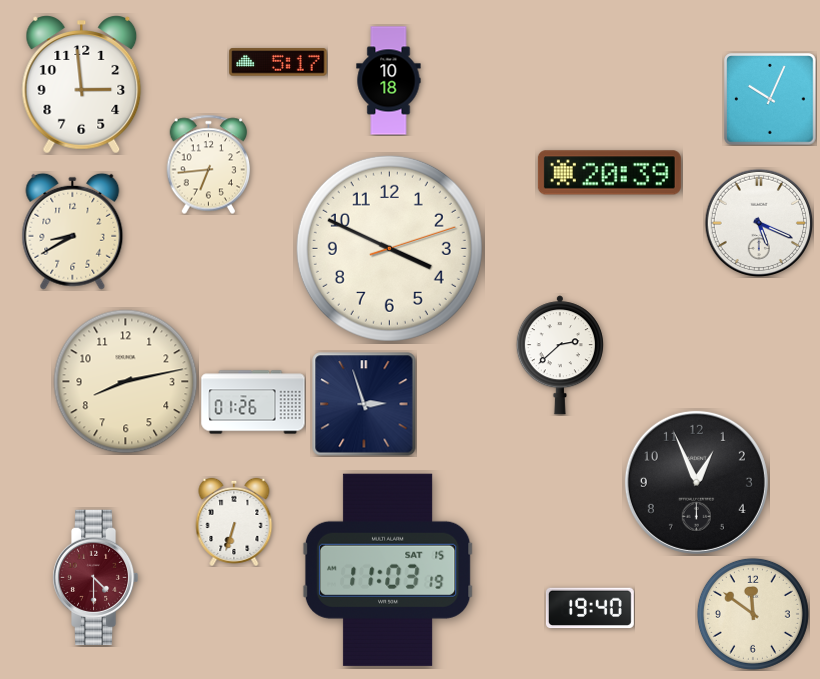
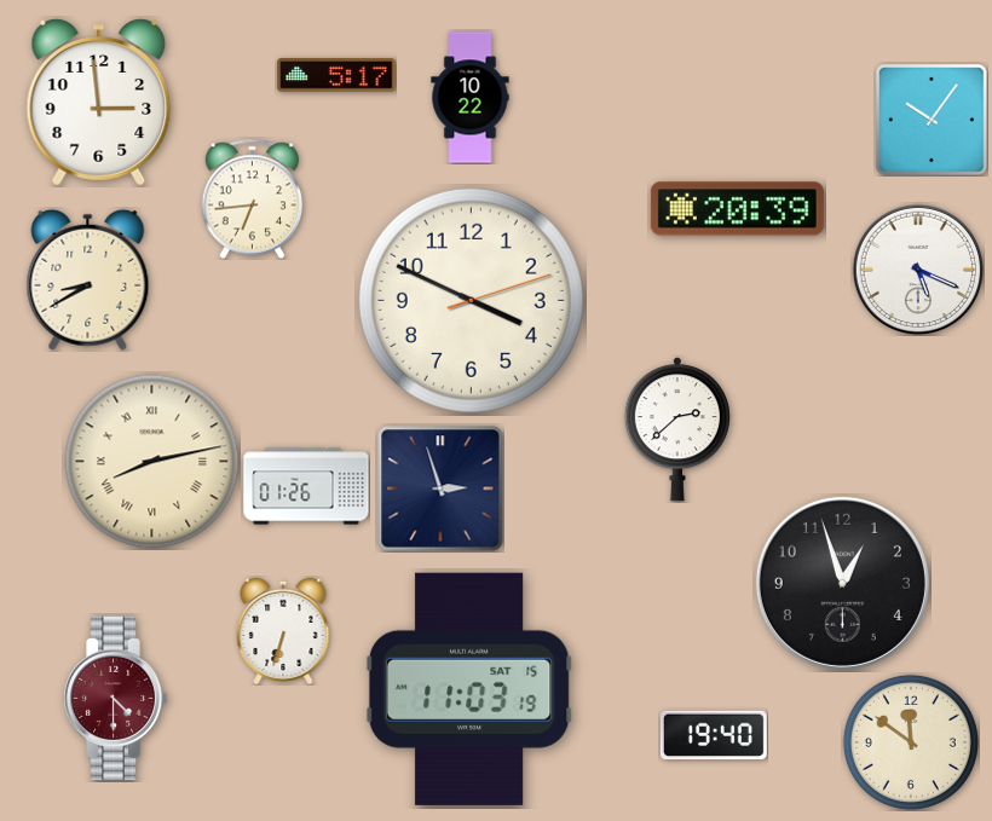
clock at (389, 81): 10:18 -> 10:22
clock at (770, 99): 10:04 -> 10:06
clock at (126, 382) numerals: Arabic -> Roman
clock at (696, 482): 12:56 -> 12:57
